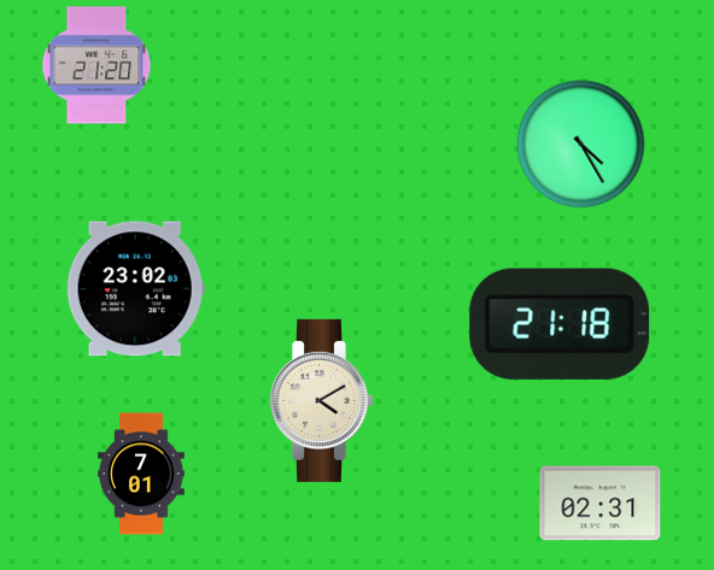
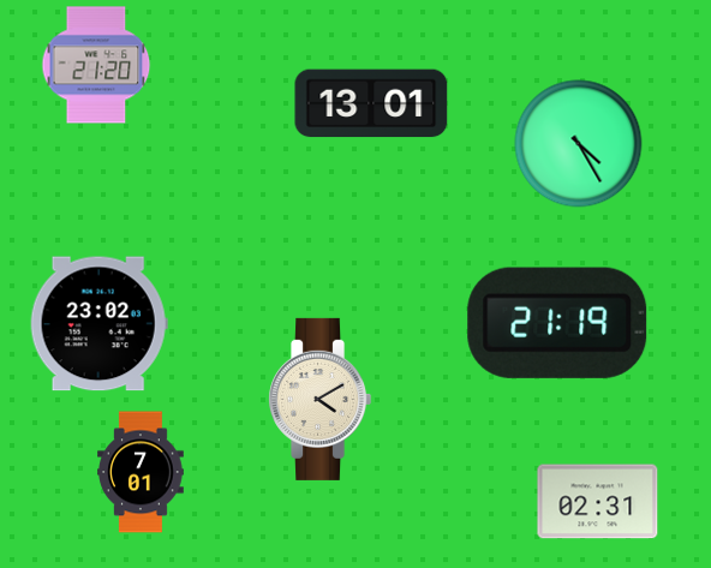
clock at (371, 103): none -> 13:01
clock at (135, 289) position: (135, 289) -> (98, 324)
clock at (560, 324): 21:18 -> 21:19
